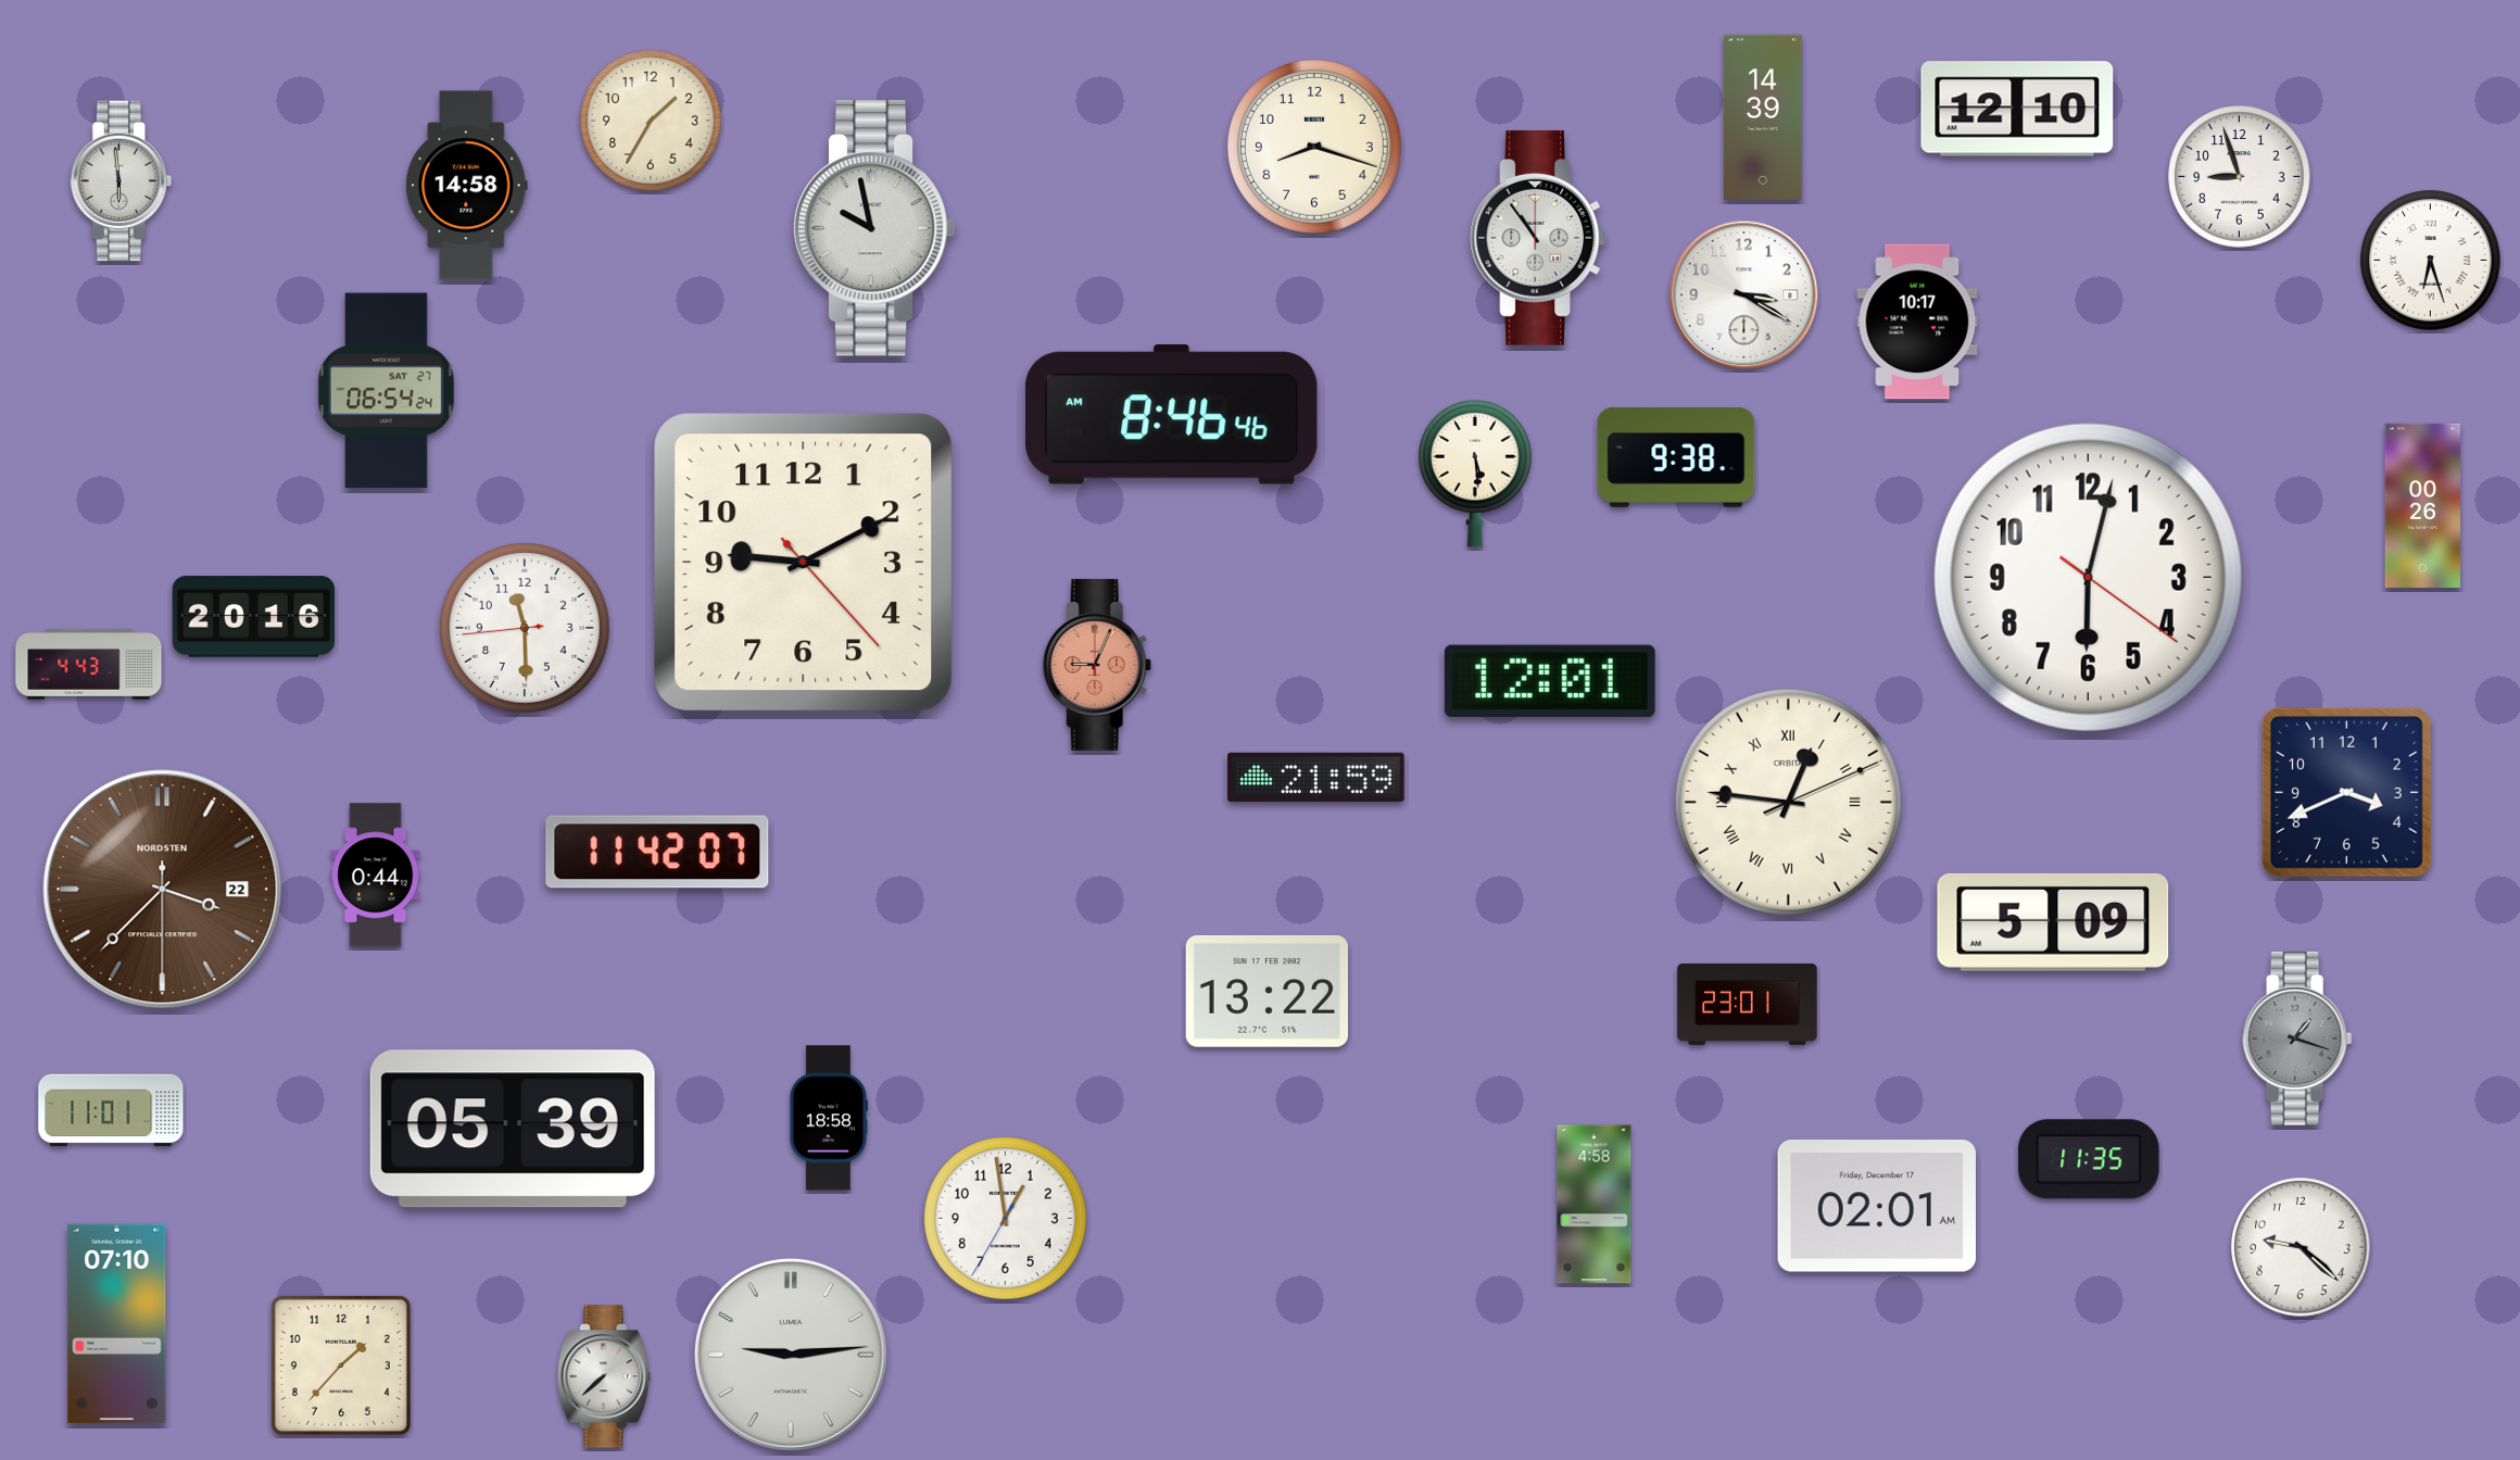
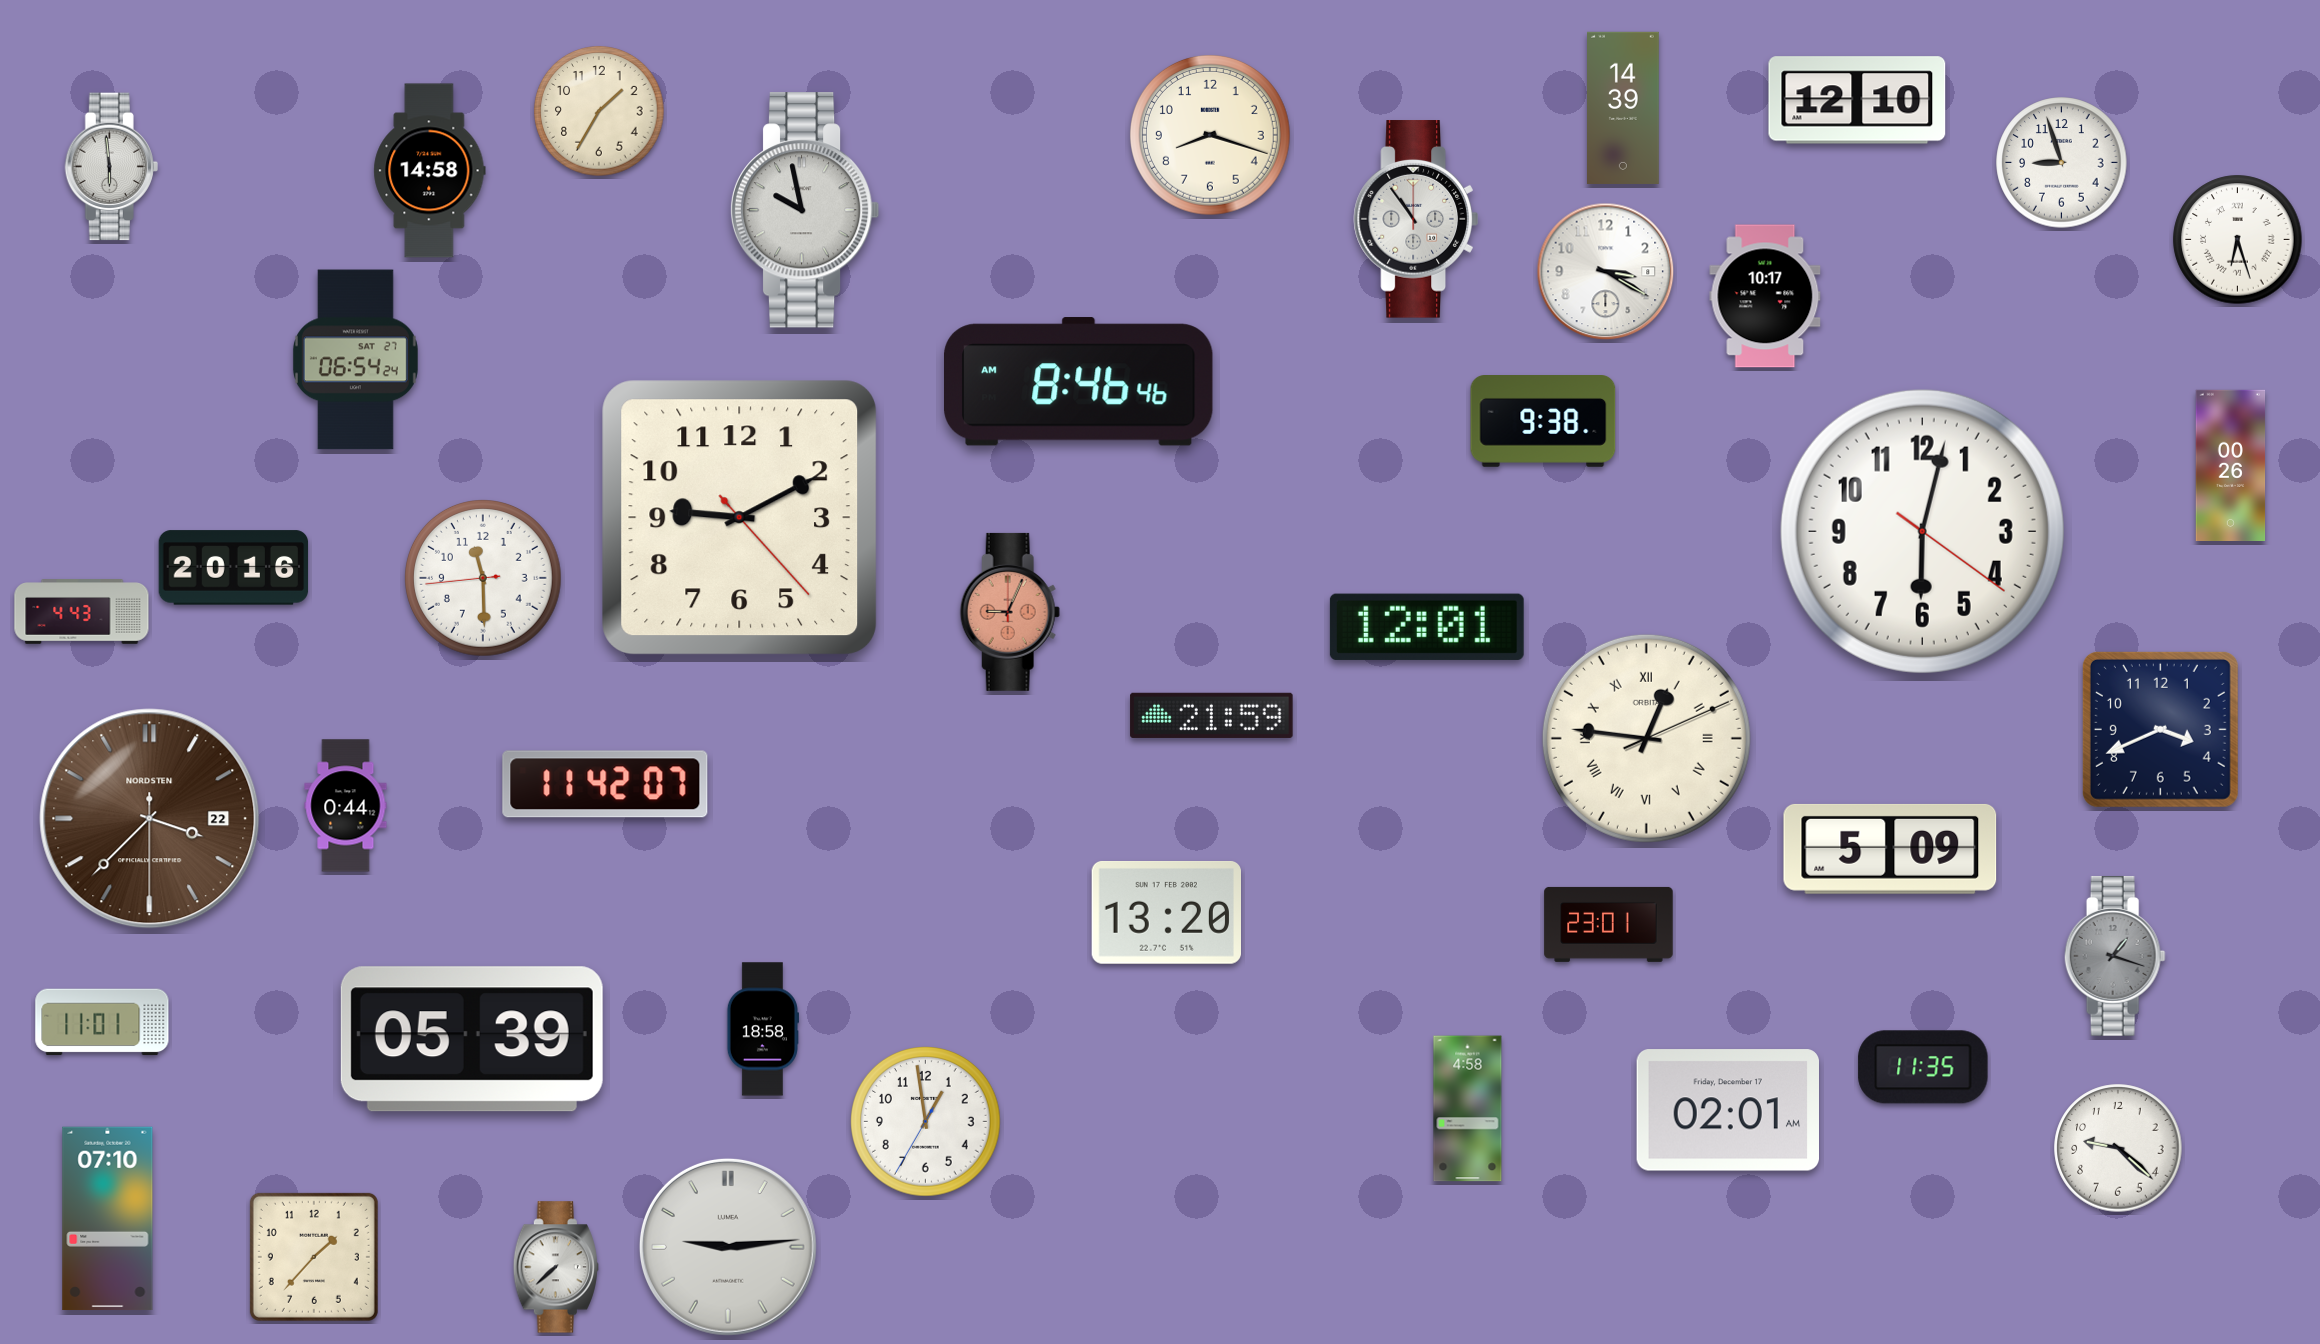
clock at (1475, 474): 5:29 -> none
clock at (1267, 991): 13:22 -> 13:20
